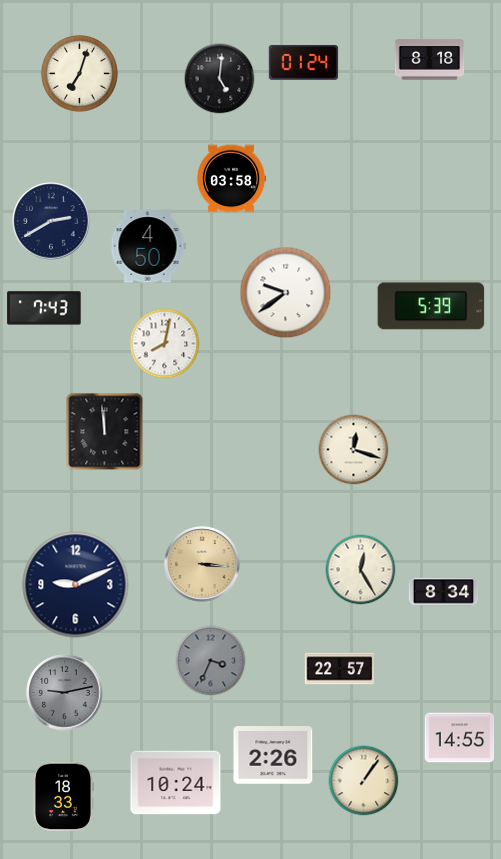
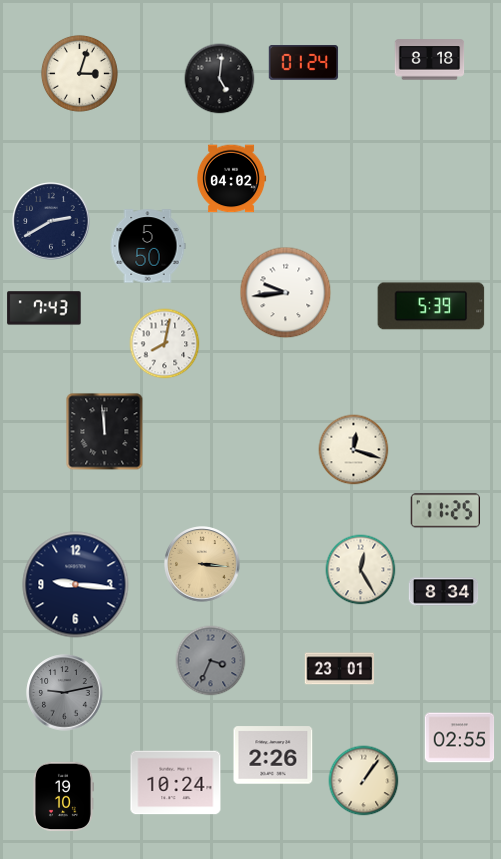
clock at (79, 73): 7:03 -> 3:03
clock at (231, 179): 03:58 -> 04:02
clock at (148, 246): 4:50 -> 5:50
clock at (286, 293): 9:39 -> 9:44
clock at (445, 511): none -> 11:25
clock at (76, 585): 9:11 -> 9:16
clock at (340, 669): 22:57 -> 23:01
clock at (460, 738): 14:55 -> 02:55
clock at (63, 797): 18:33 -> 19:10
